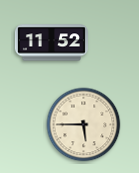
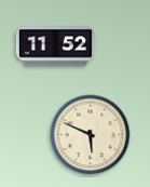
clock at (84, 125): 5:45 -> 5:49
